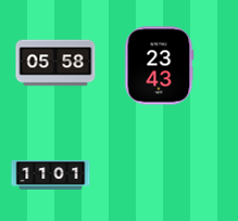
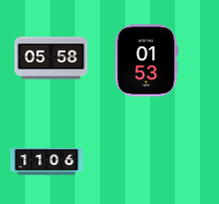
clock at (160, 66): 23:43 -> 01:53
clock at (51, 174): 11:01 -> 11:06
